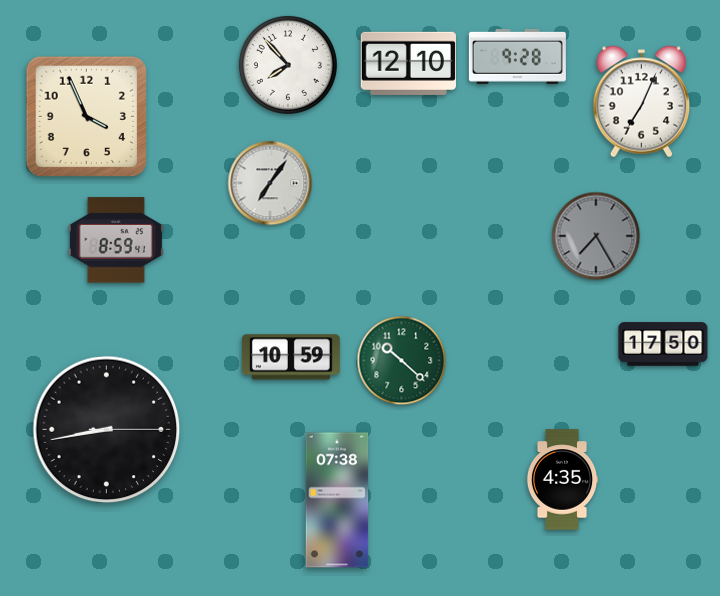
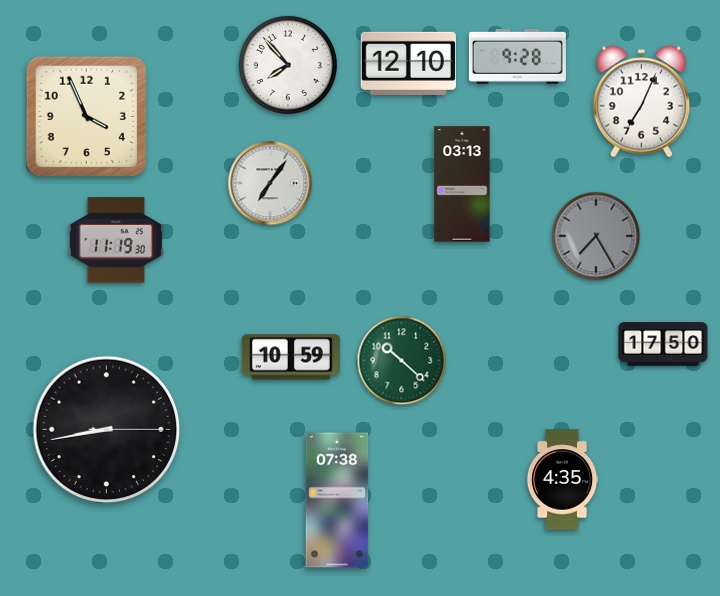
clock at (462, 184): none -> 03:13
clock at (116, 240): 8:59 -> 11:19
